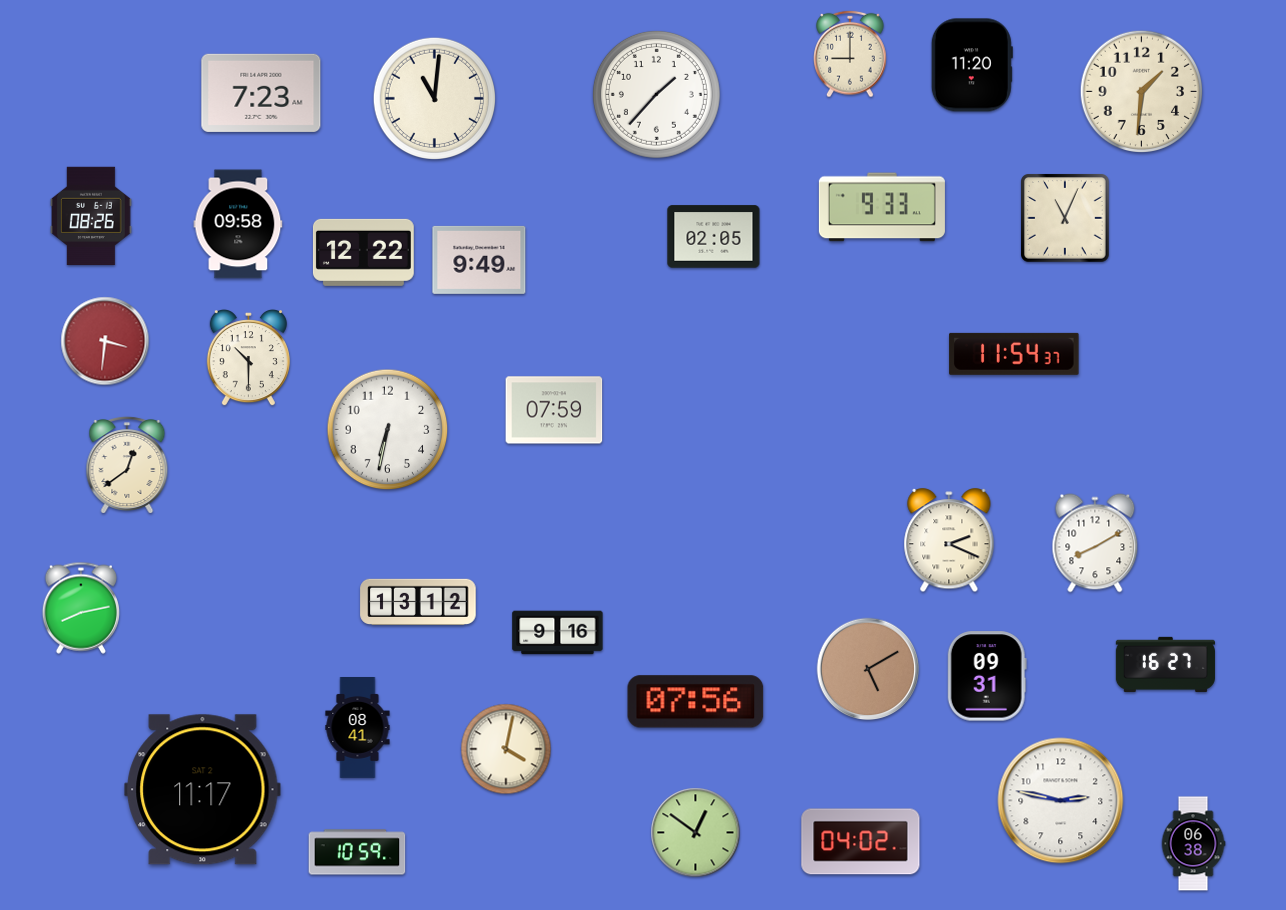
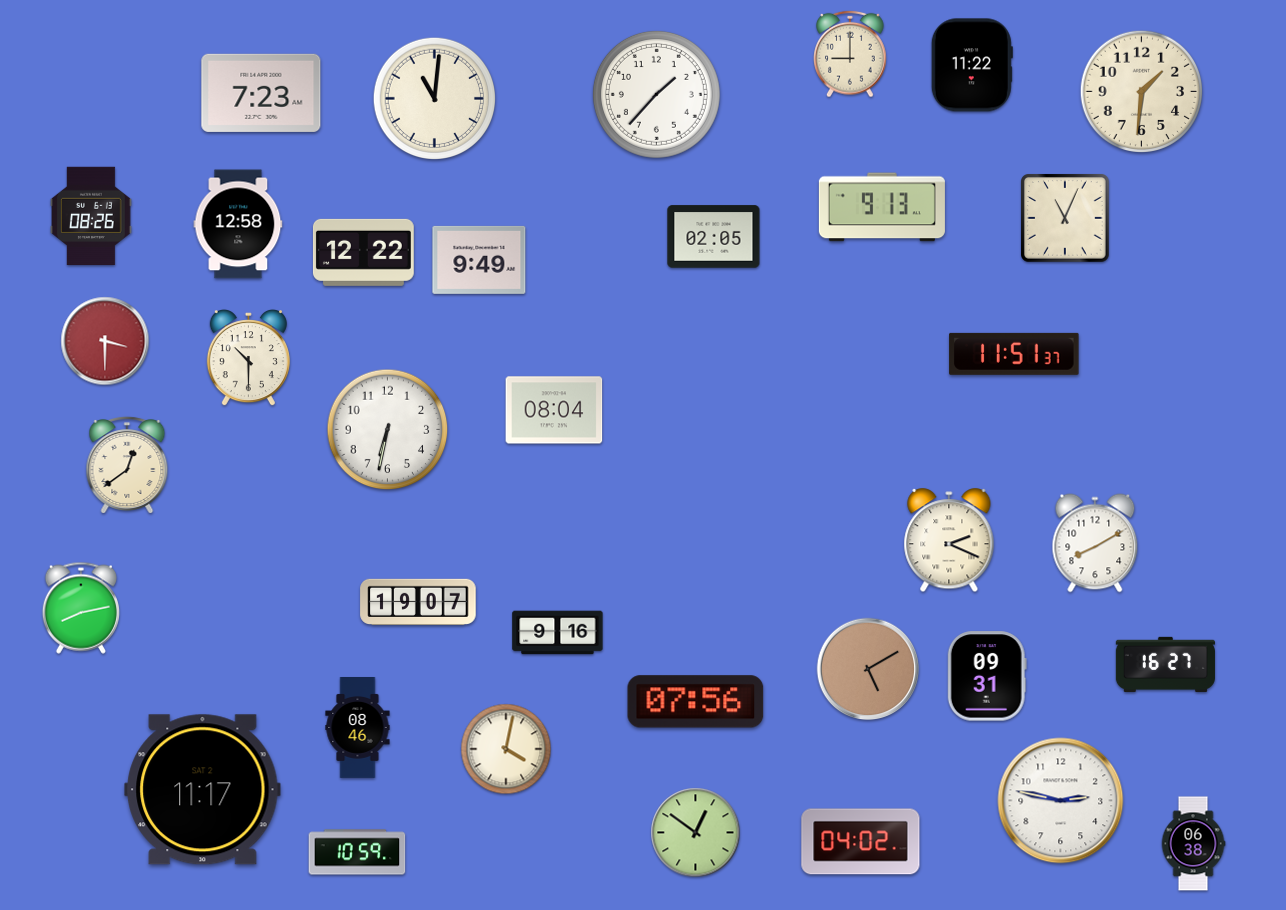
clock at (972, 65): 11:20 -> 11:22
clock at (882, 207): 9:33 -> 9:13
clock at (238, 224): 09:58 -> 12:58
clock at (105, 341): 3:31 -> 3:30
clock at (1014, 354): 11:54 -> 11:51
clock at (554, 410): 07:59 -> 08:04
clock at (418, 601): 13:12 -> 19:07
clock at (358, 728): 08:41 -> 08:46
